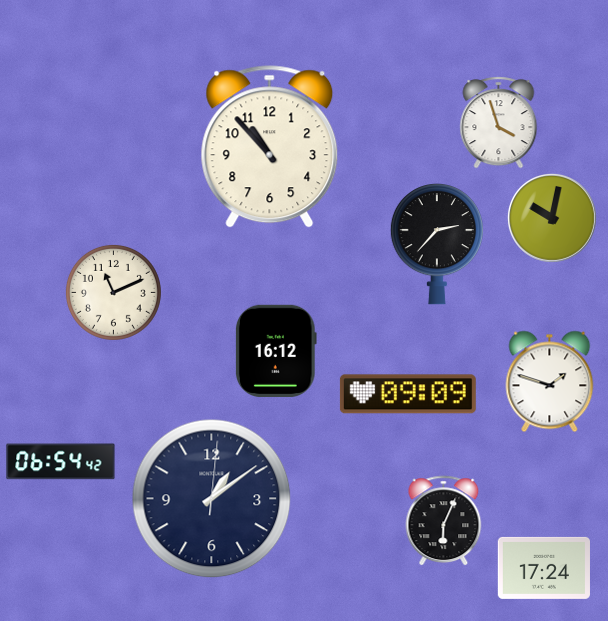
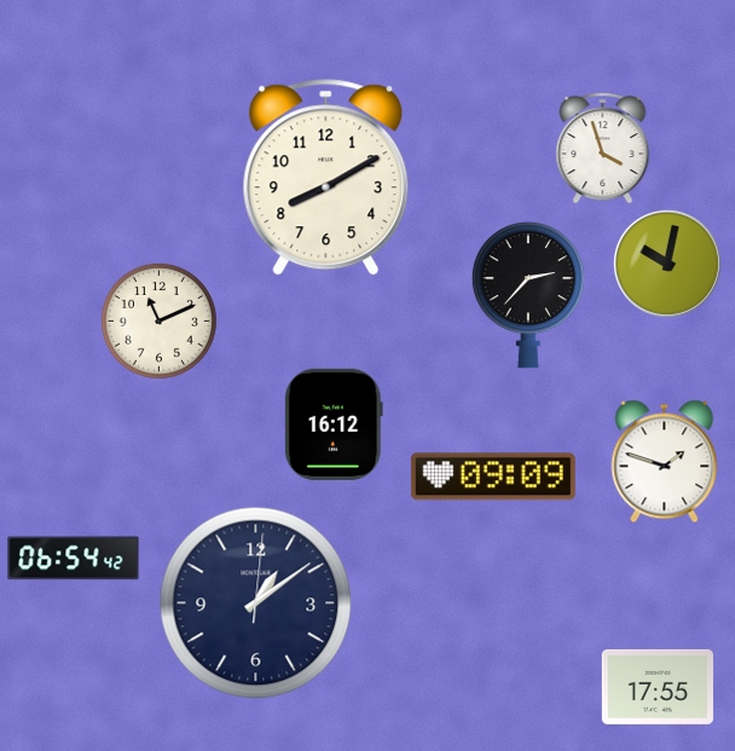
clock at (270, 147): 10:53 -> 8:10
clock at (113, 292) position: (113, 292) -> (158, 320)
clock at (444, 521): 6:04 -> none
clock at (544, 568): 17:24 -> 17:55
